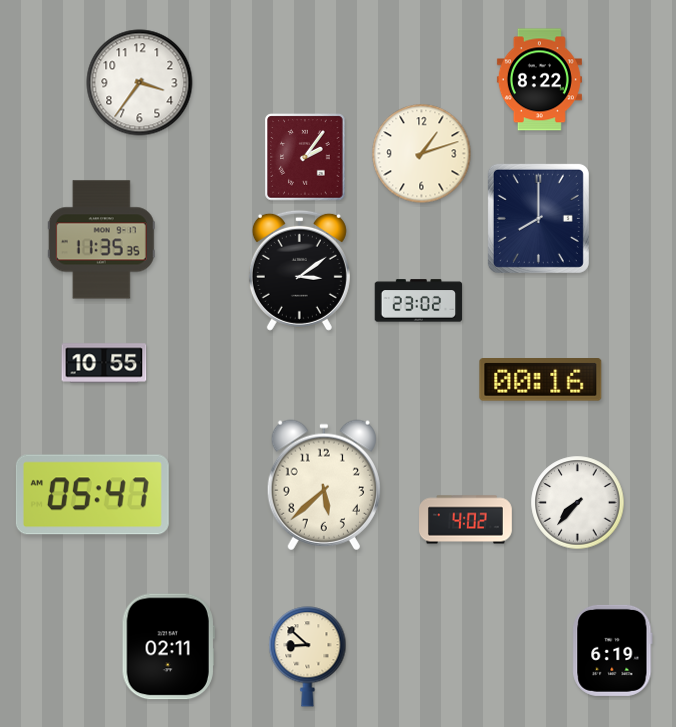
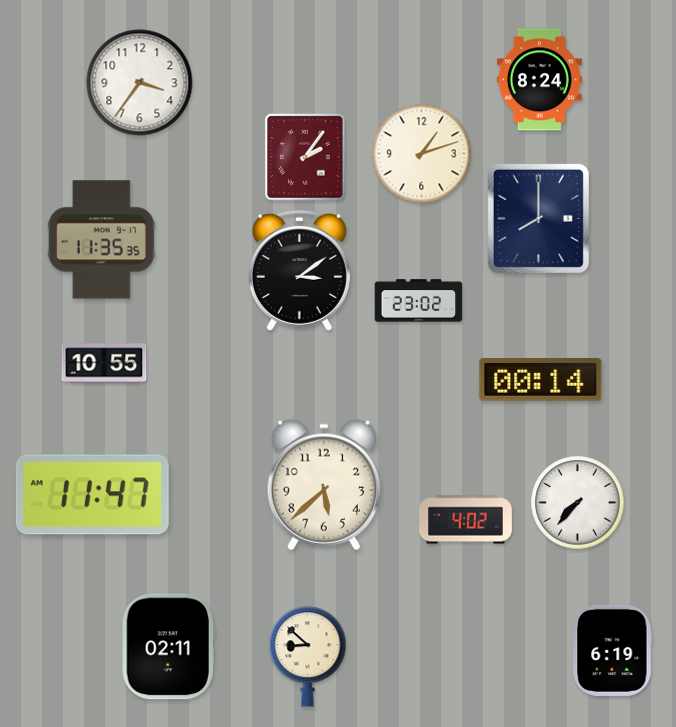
clock at (539, 80): 8:22 -> 8:24
clock at (541, 380): 00:16 -> 00:14
clock at (92, 495): 05:47 -> 11:47
